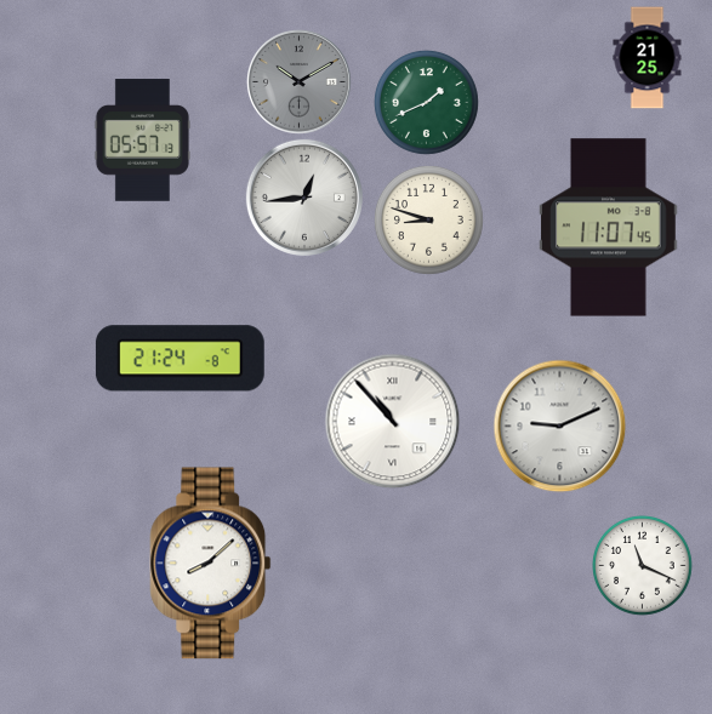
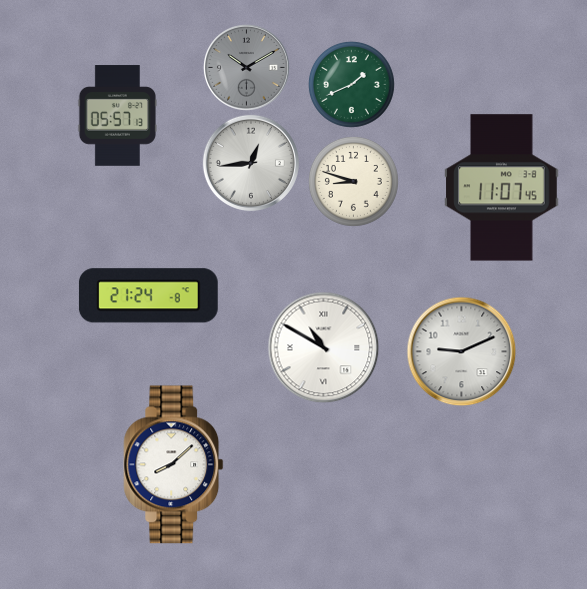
clock at (648, 58): 21:25 -> none
clock at (393, 422): 10:53 -> 10:50
clock at (643, 566): 11:19 -> none
